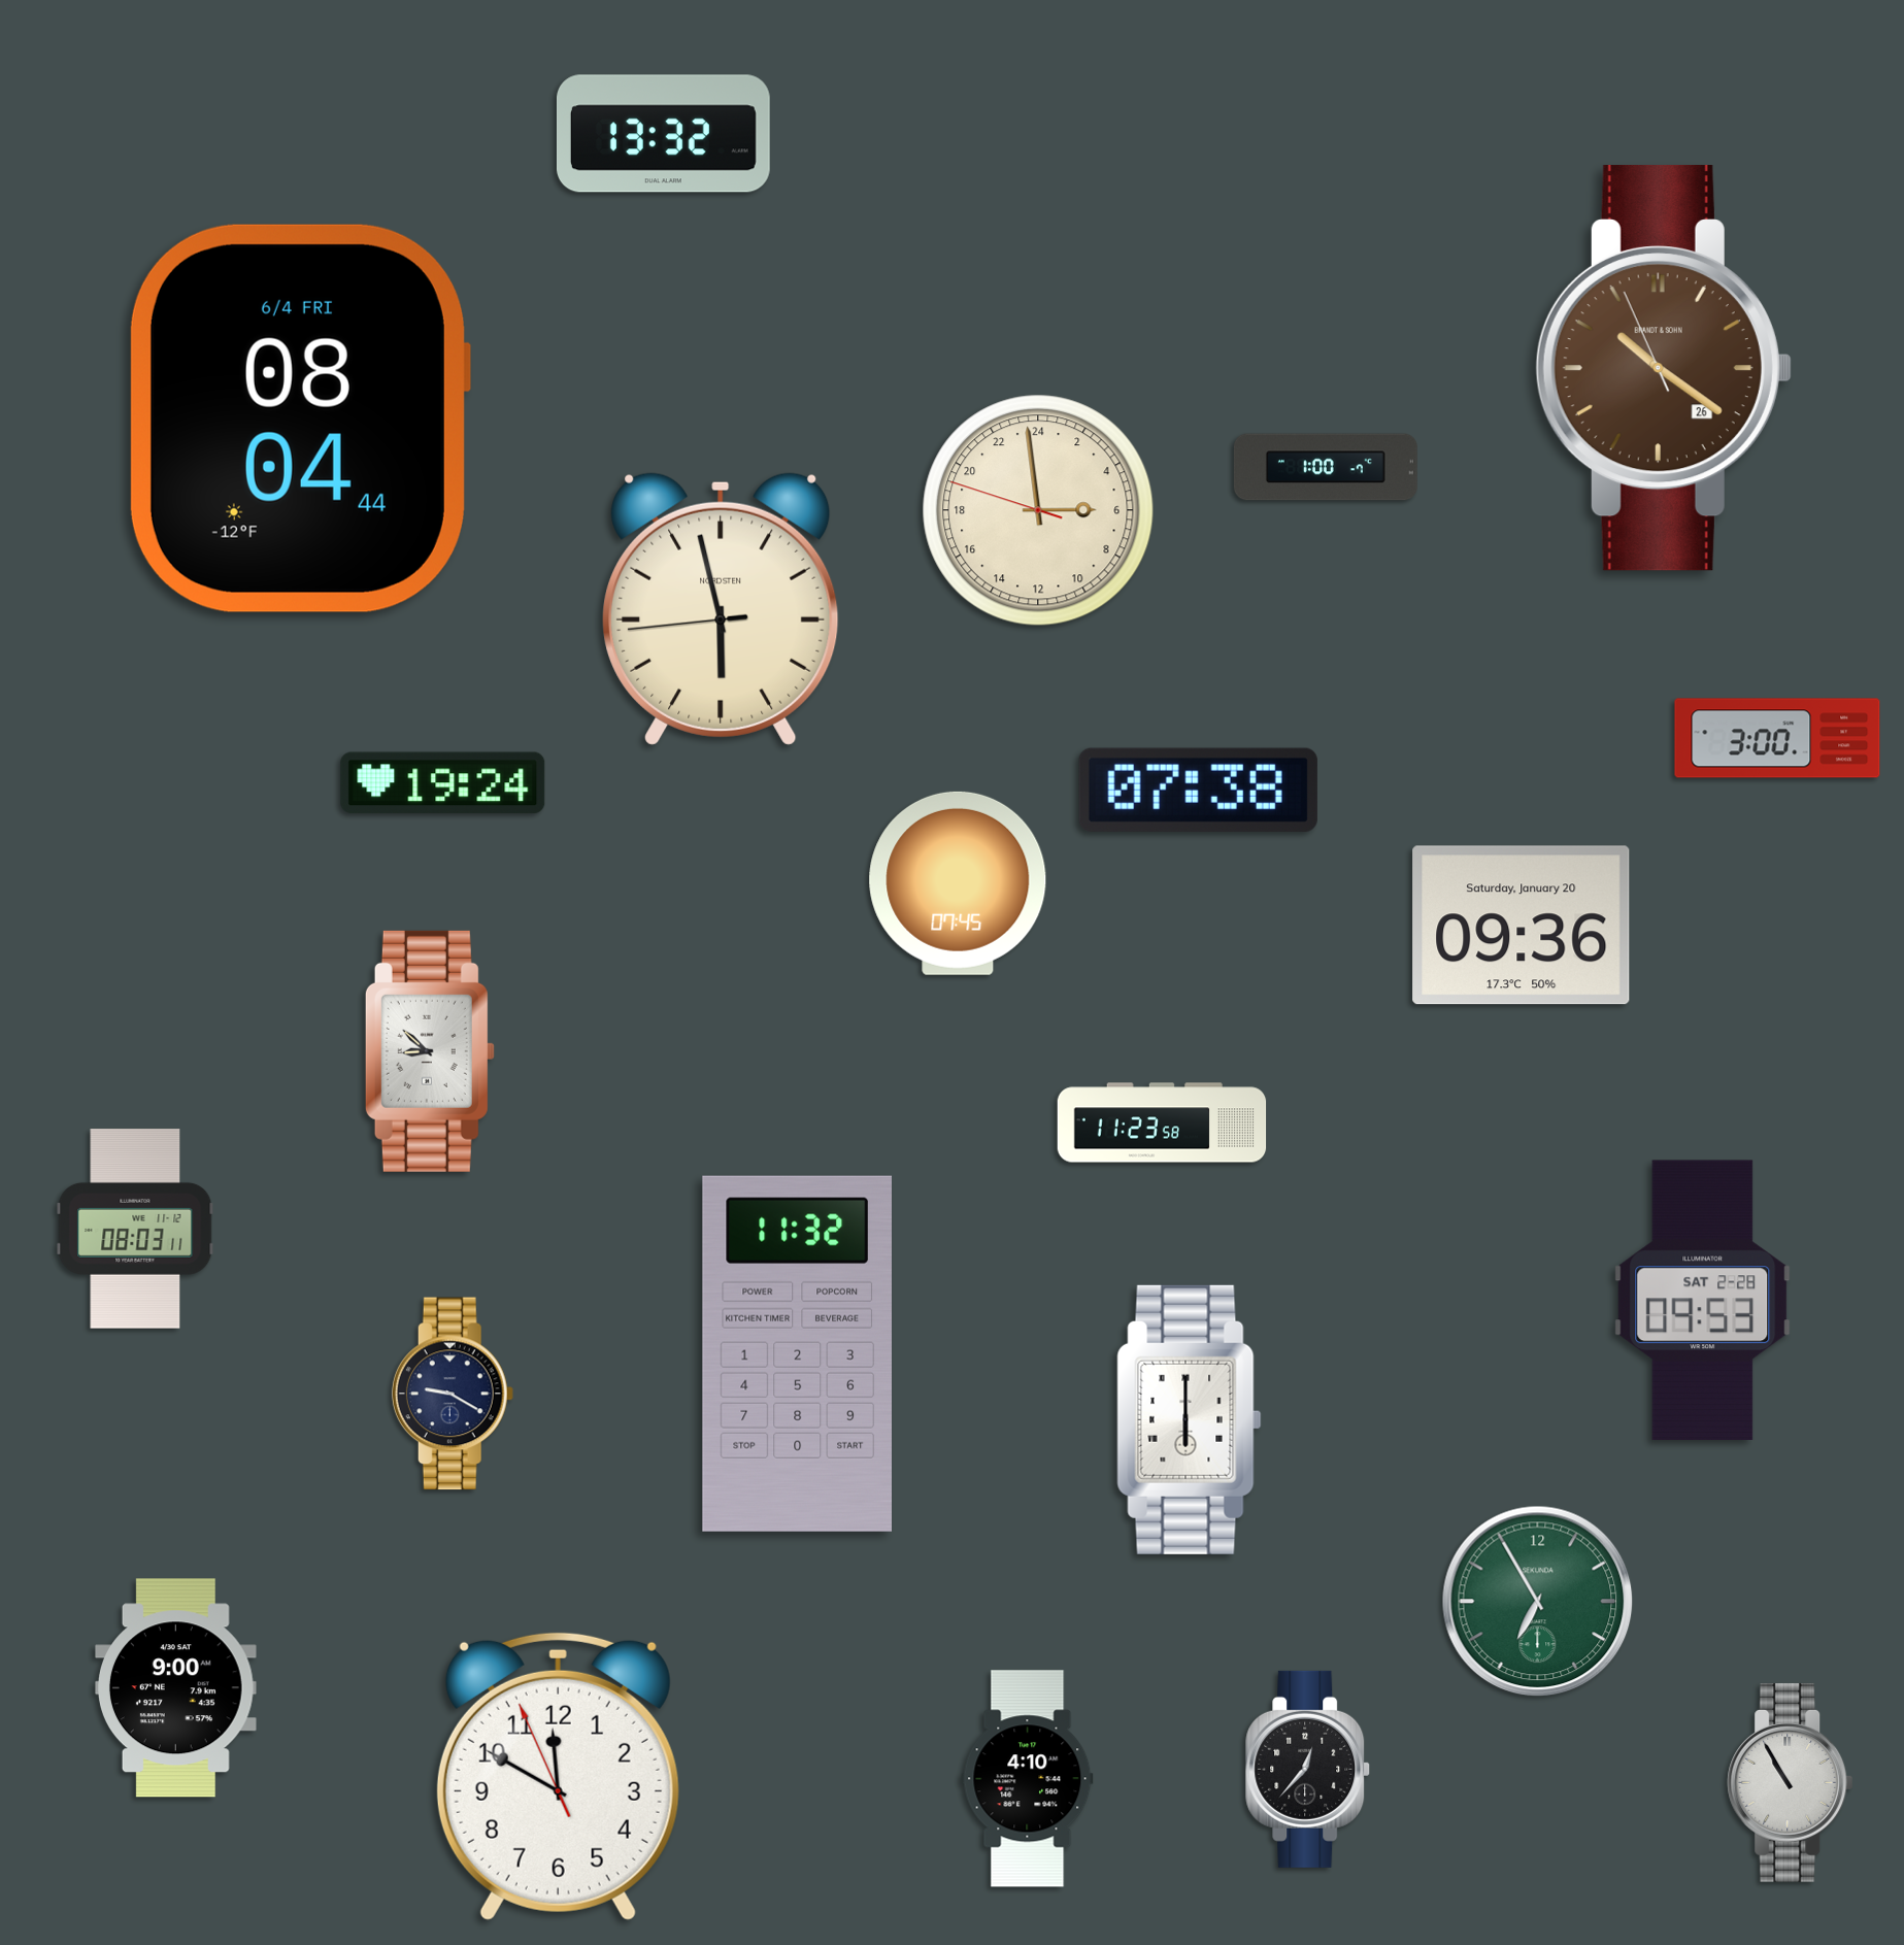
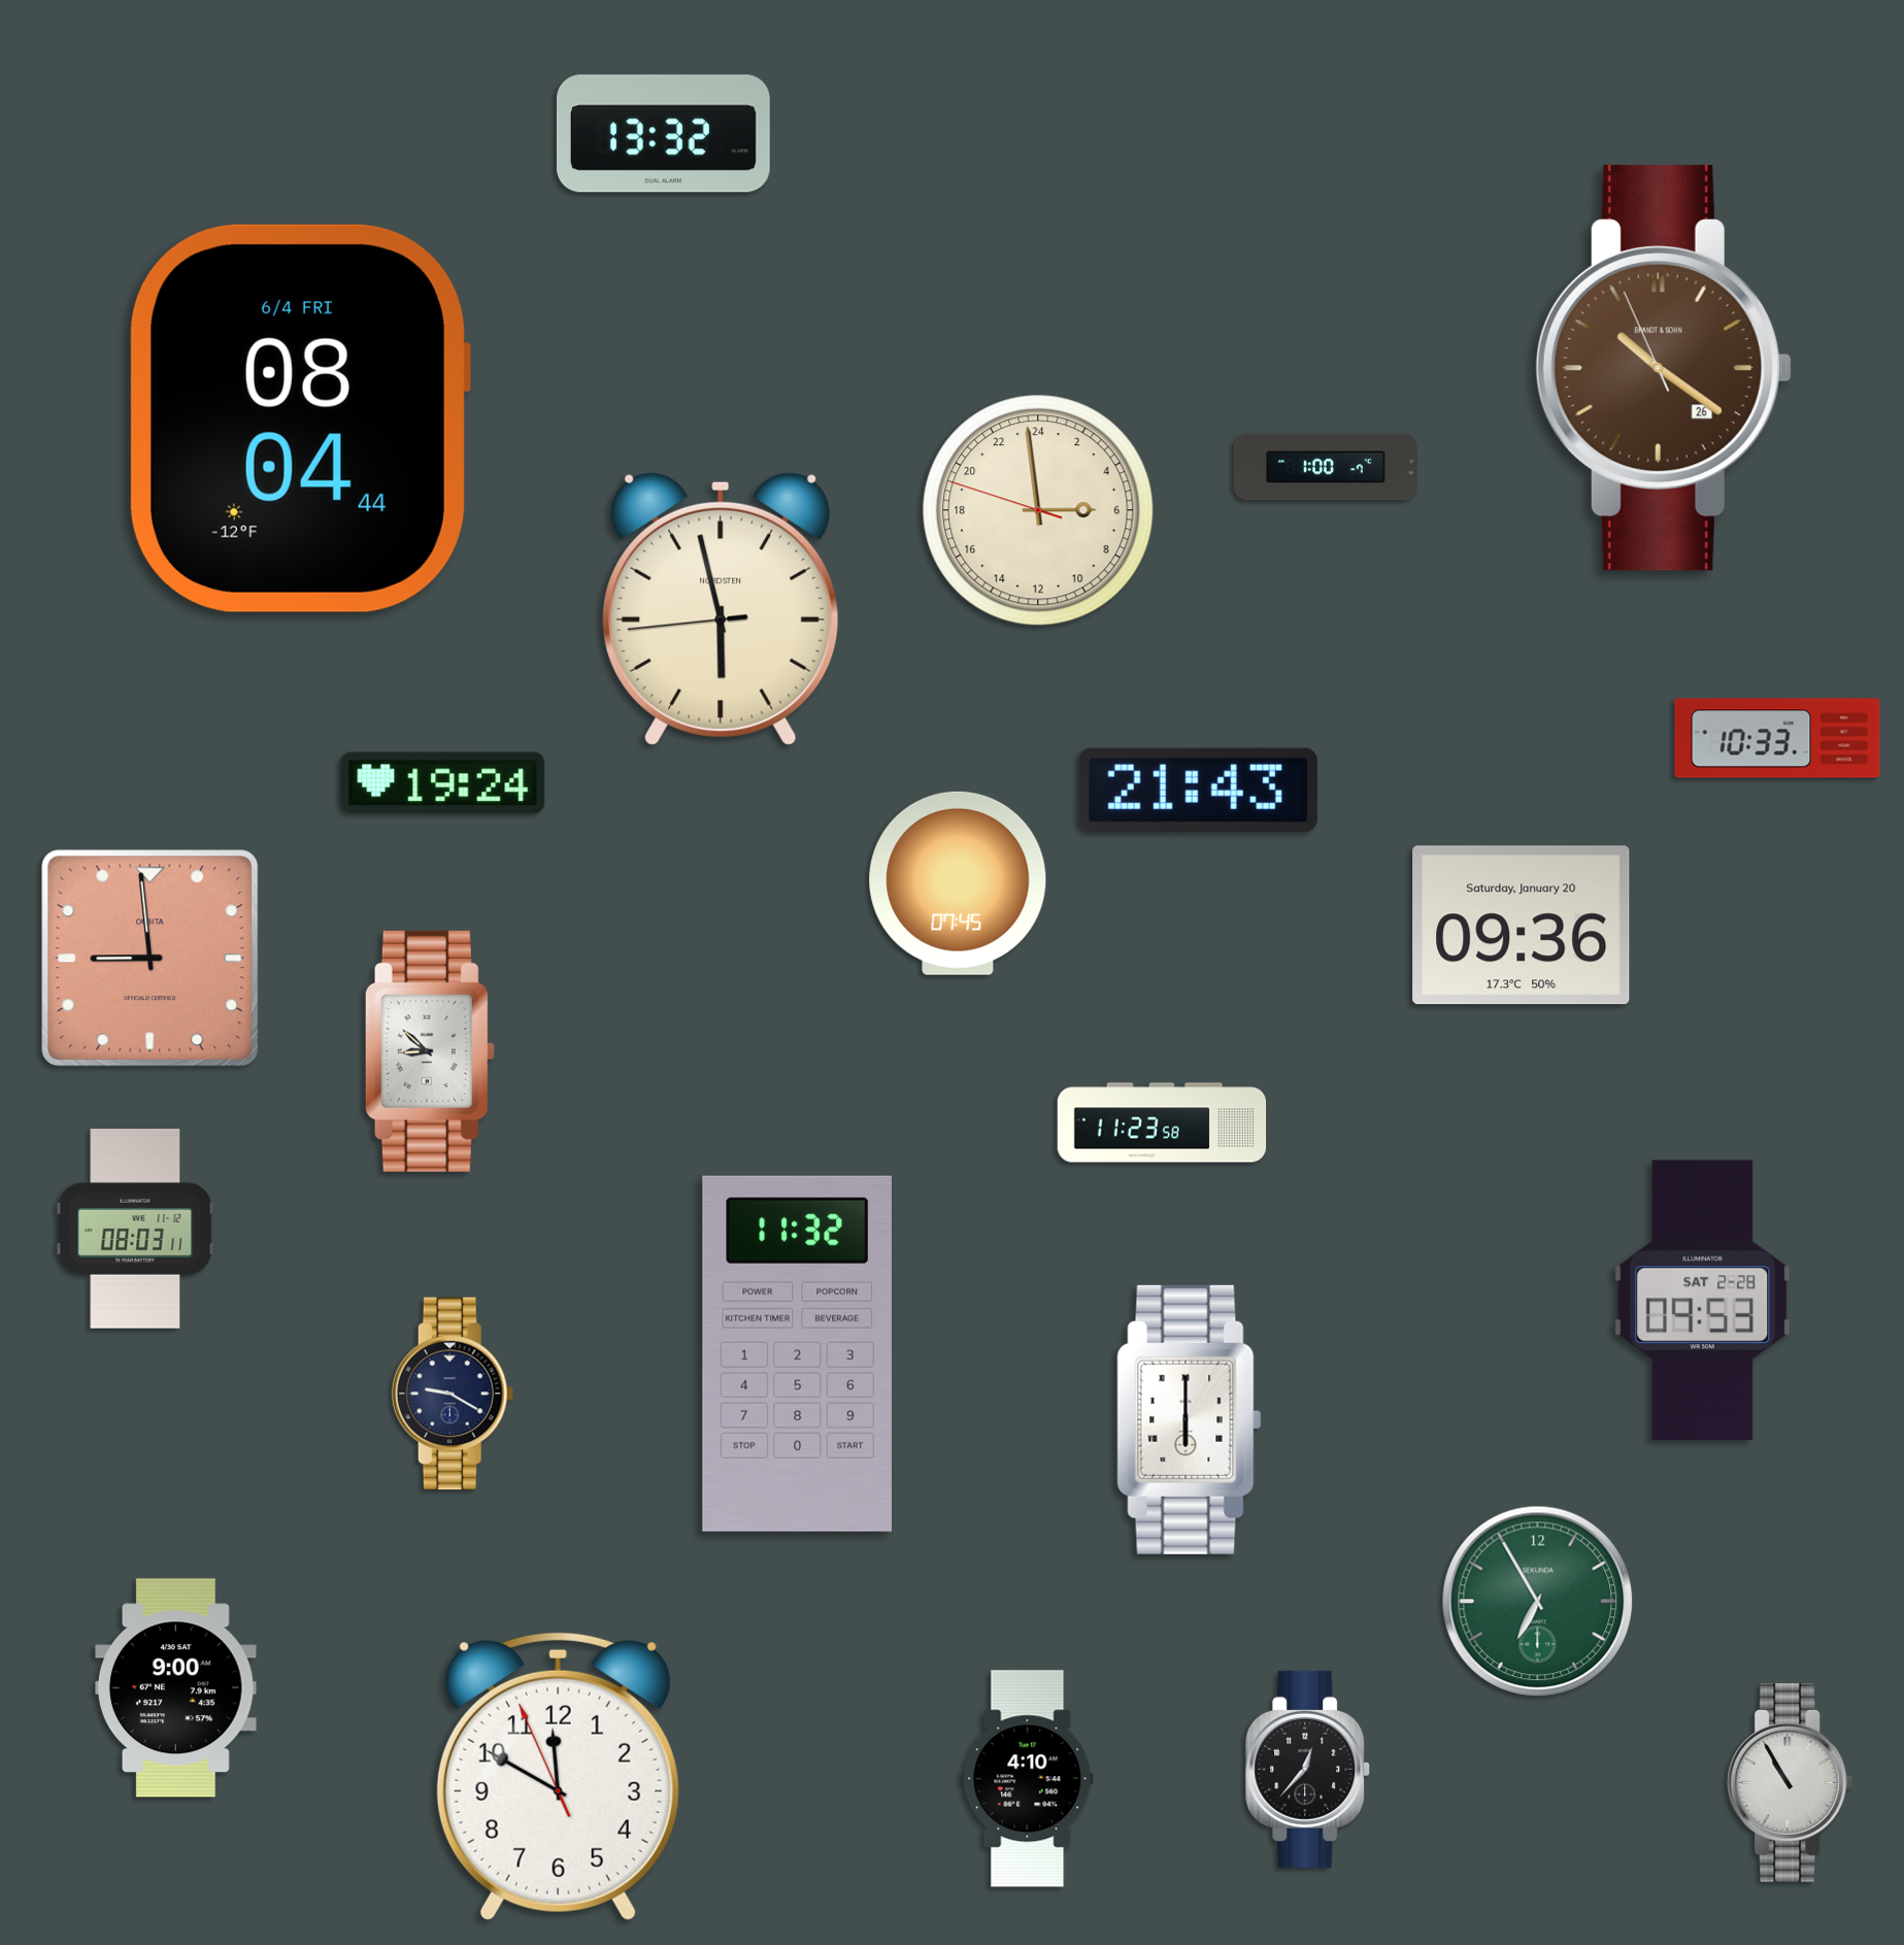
clock at (1777, 738): 3:00 -> 10:33
clock at (1198, 790): 07:38 -> 21:43
clock at (151, 959): none -> 8:59
